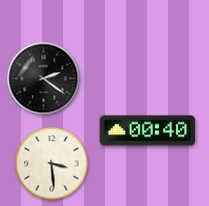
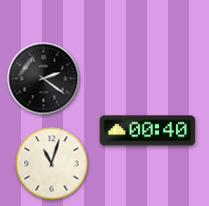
clock at (52, 164): 3:29 -> 11:03
